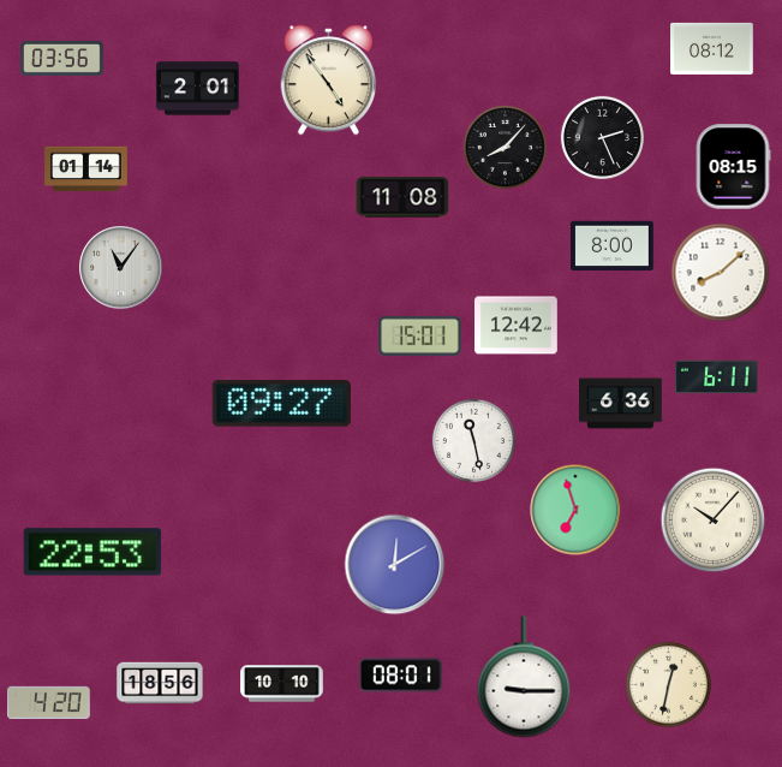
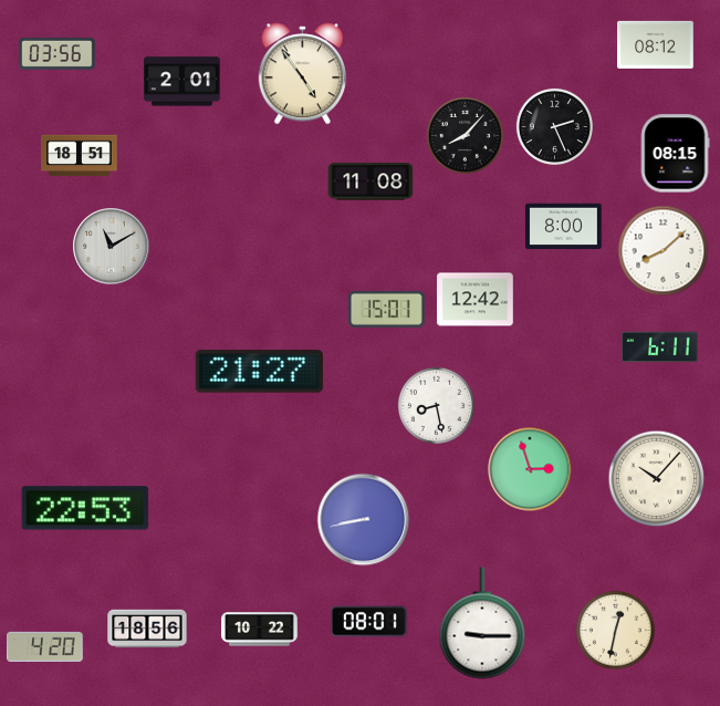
clock at (86, 170): 01:14 -> 18:51
clock at (121, 268): 11:06 -> 11:10
clock at (281, 404): 09:27 -> 21:27
clock at (621, 404): 6:36 -> none
clock at (473, 440): 11:28 -> 8:28
clock at (575, 510): 6:57 -> 2:57
clock at (395, 565): 12:10 -> 8:43
clock at (282, 684): 10:10 -> 10:22
